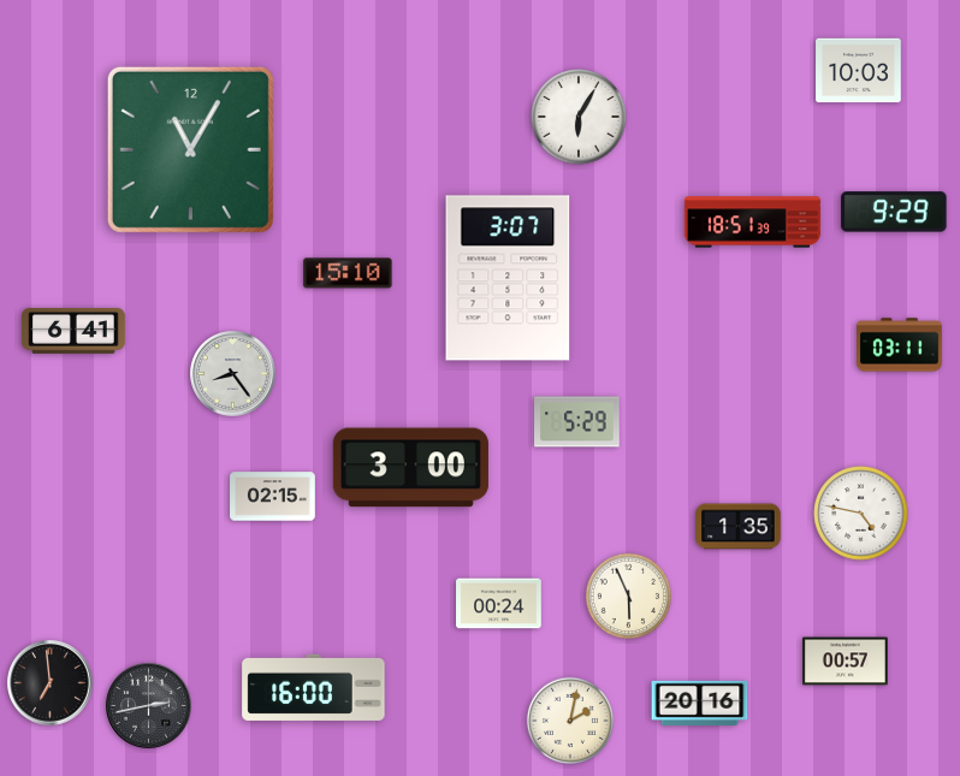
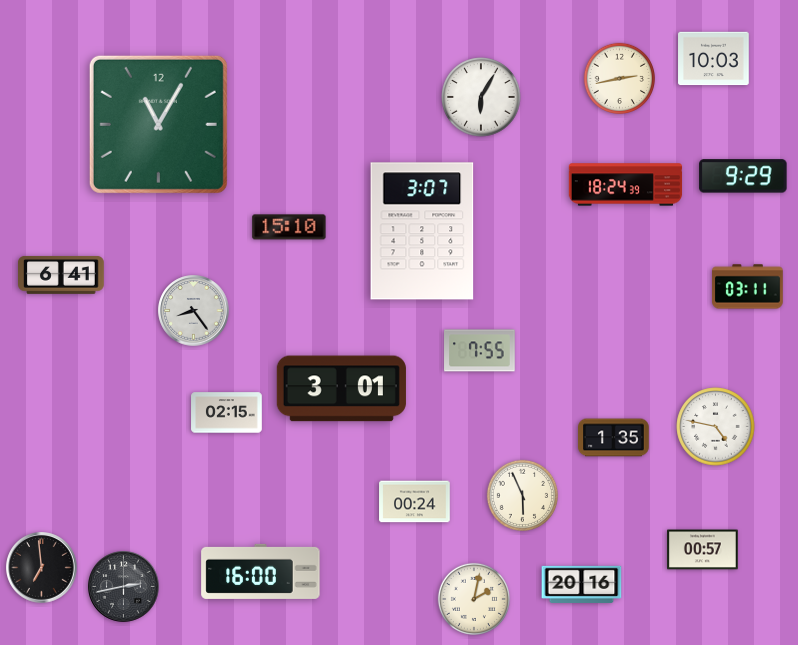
clock at (619, 78): none -> 2:43
clock at (753, 223): 18:51 -> 18:24
clock at (577, 422): 5:29 -> 7:55
clock at (410, 468): 3:00 -> 3:01
